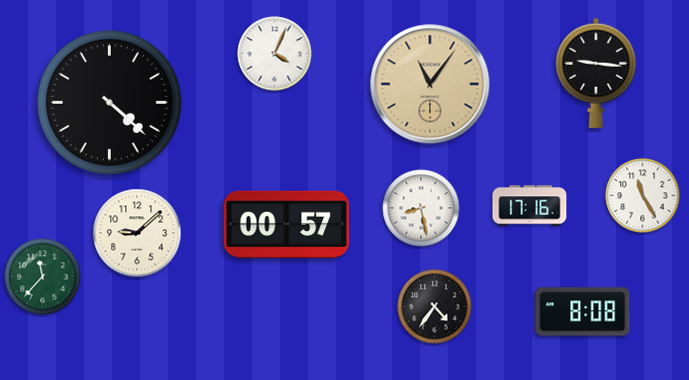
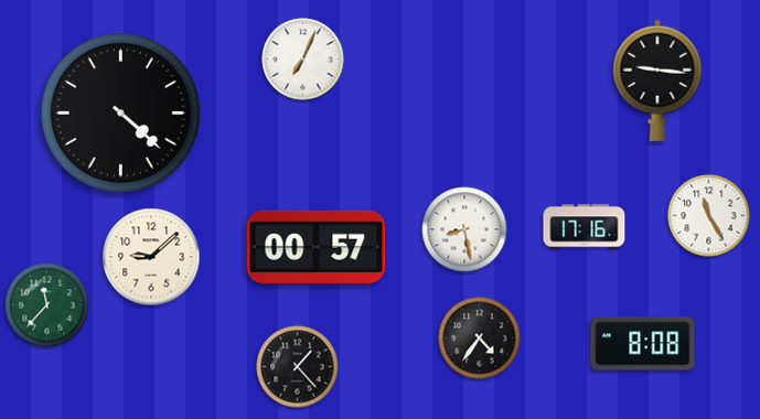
clock at (275, 54): 4:04 -> 7:04
clock at (430, 84): 11:06 -> none
clock at (298, 367): none -> 1:23
